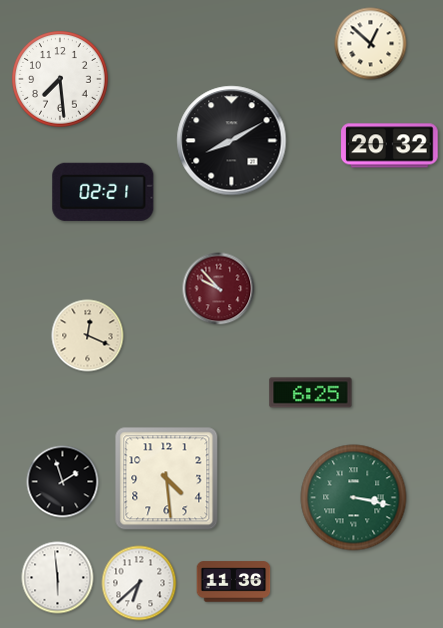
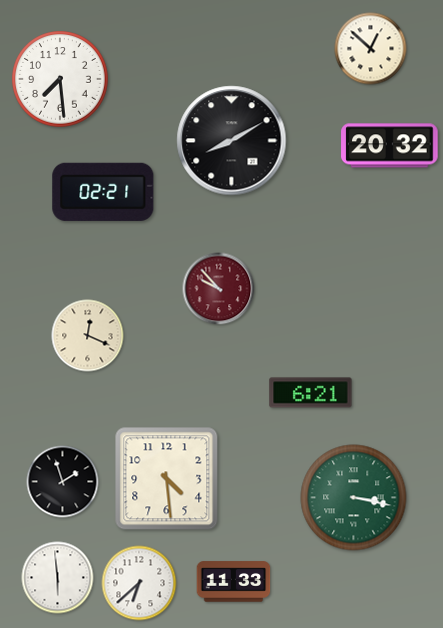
clock at (371, 44) position: (371, 44) -> (371, 49)
clock at (311, 393): 6:25 -> 6:21
clock at (234, 582): 11:36 -> 11:33
